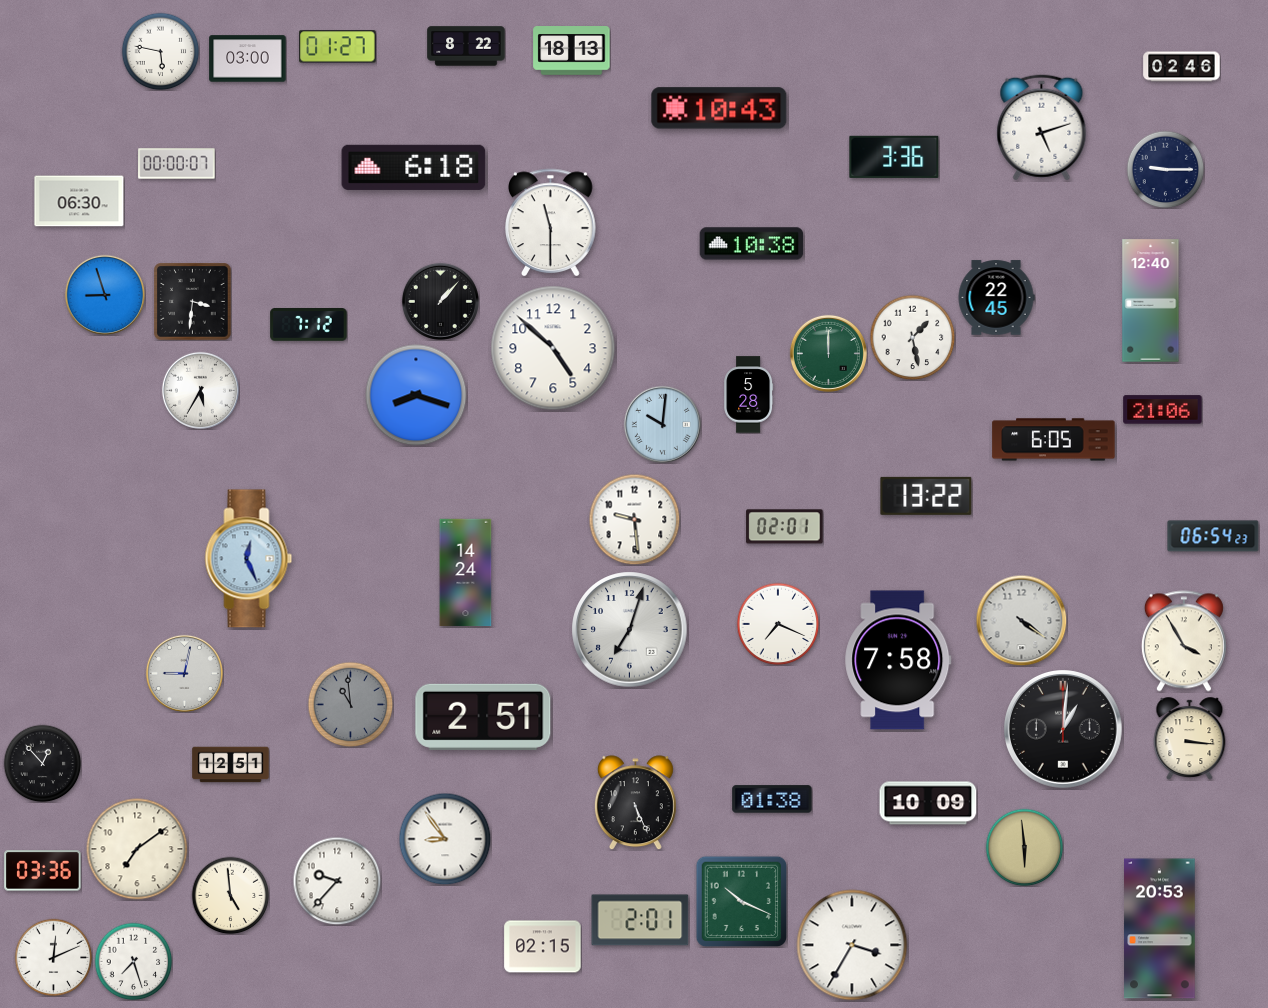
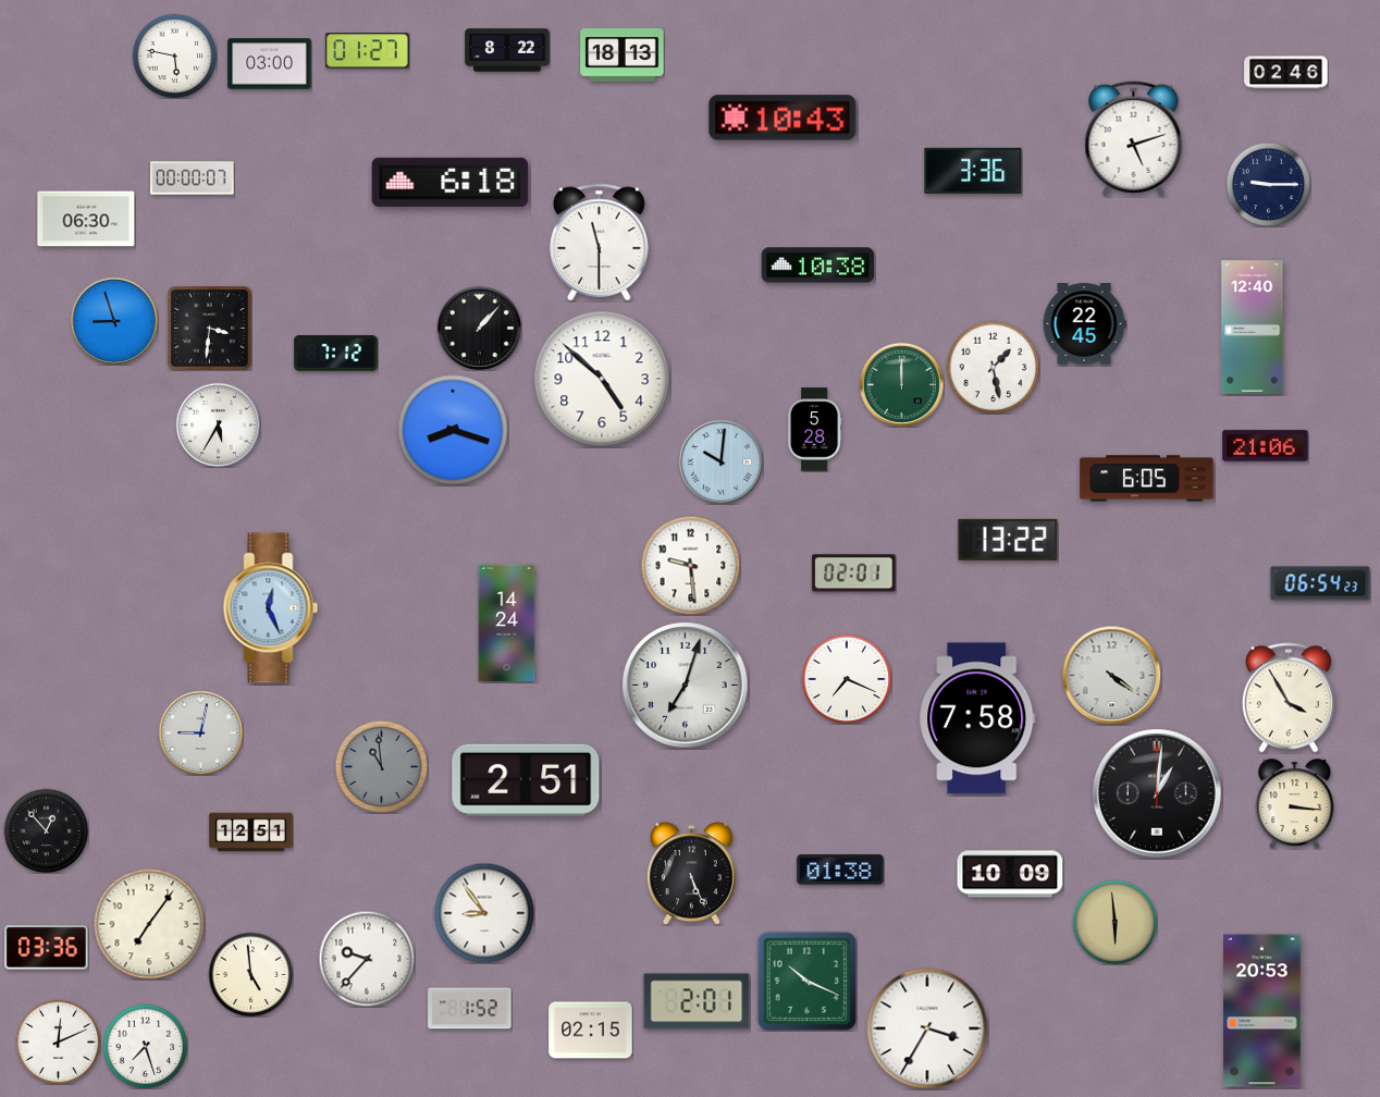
clock at (137, 849): 7:09 -> 7:06
clock at (470, 1009): none -> 1:52
